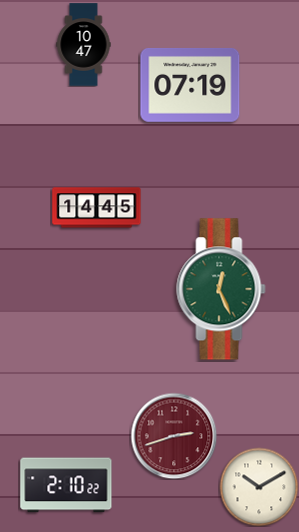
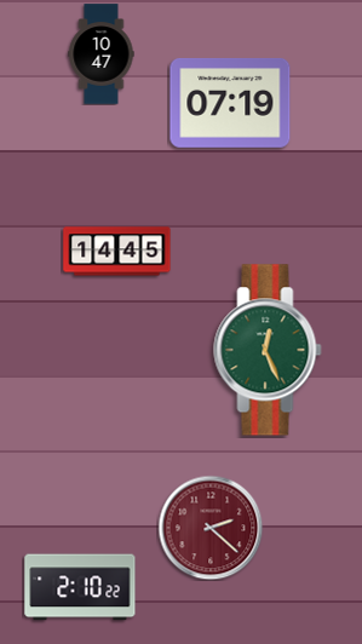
clock at (174, 436): 2:42 -> 2:22
clock at (259, 487): 10:10 -> none
